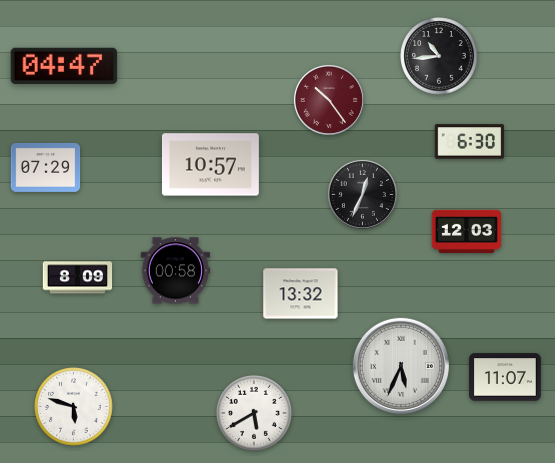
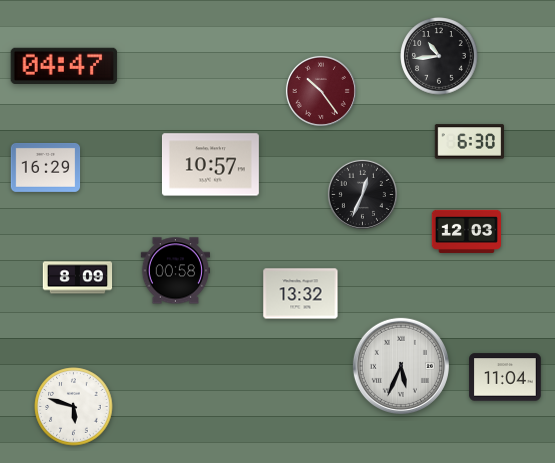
clock at (329, 100) position: (329, 100) -> (321, 91)
clock at (46, 167): 07:29 -> 16:29
clock at (505, 377): 11:07 -> 11:04
clock at (254, 413): 5:40 -> none
